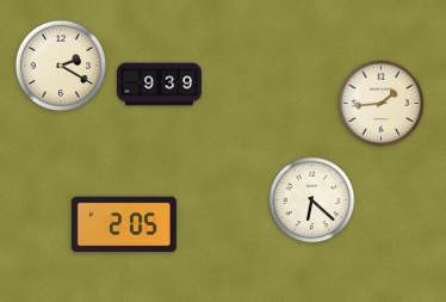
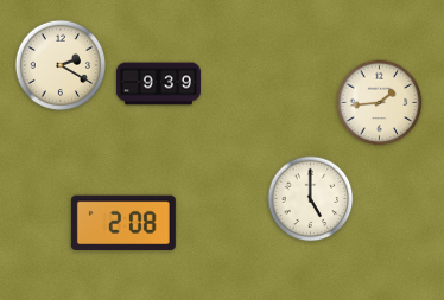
clock at (312, 201): 6:22 -> 5:00
clock at (124, 224): 2:05 -> 2:08
